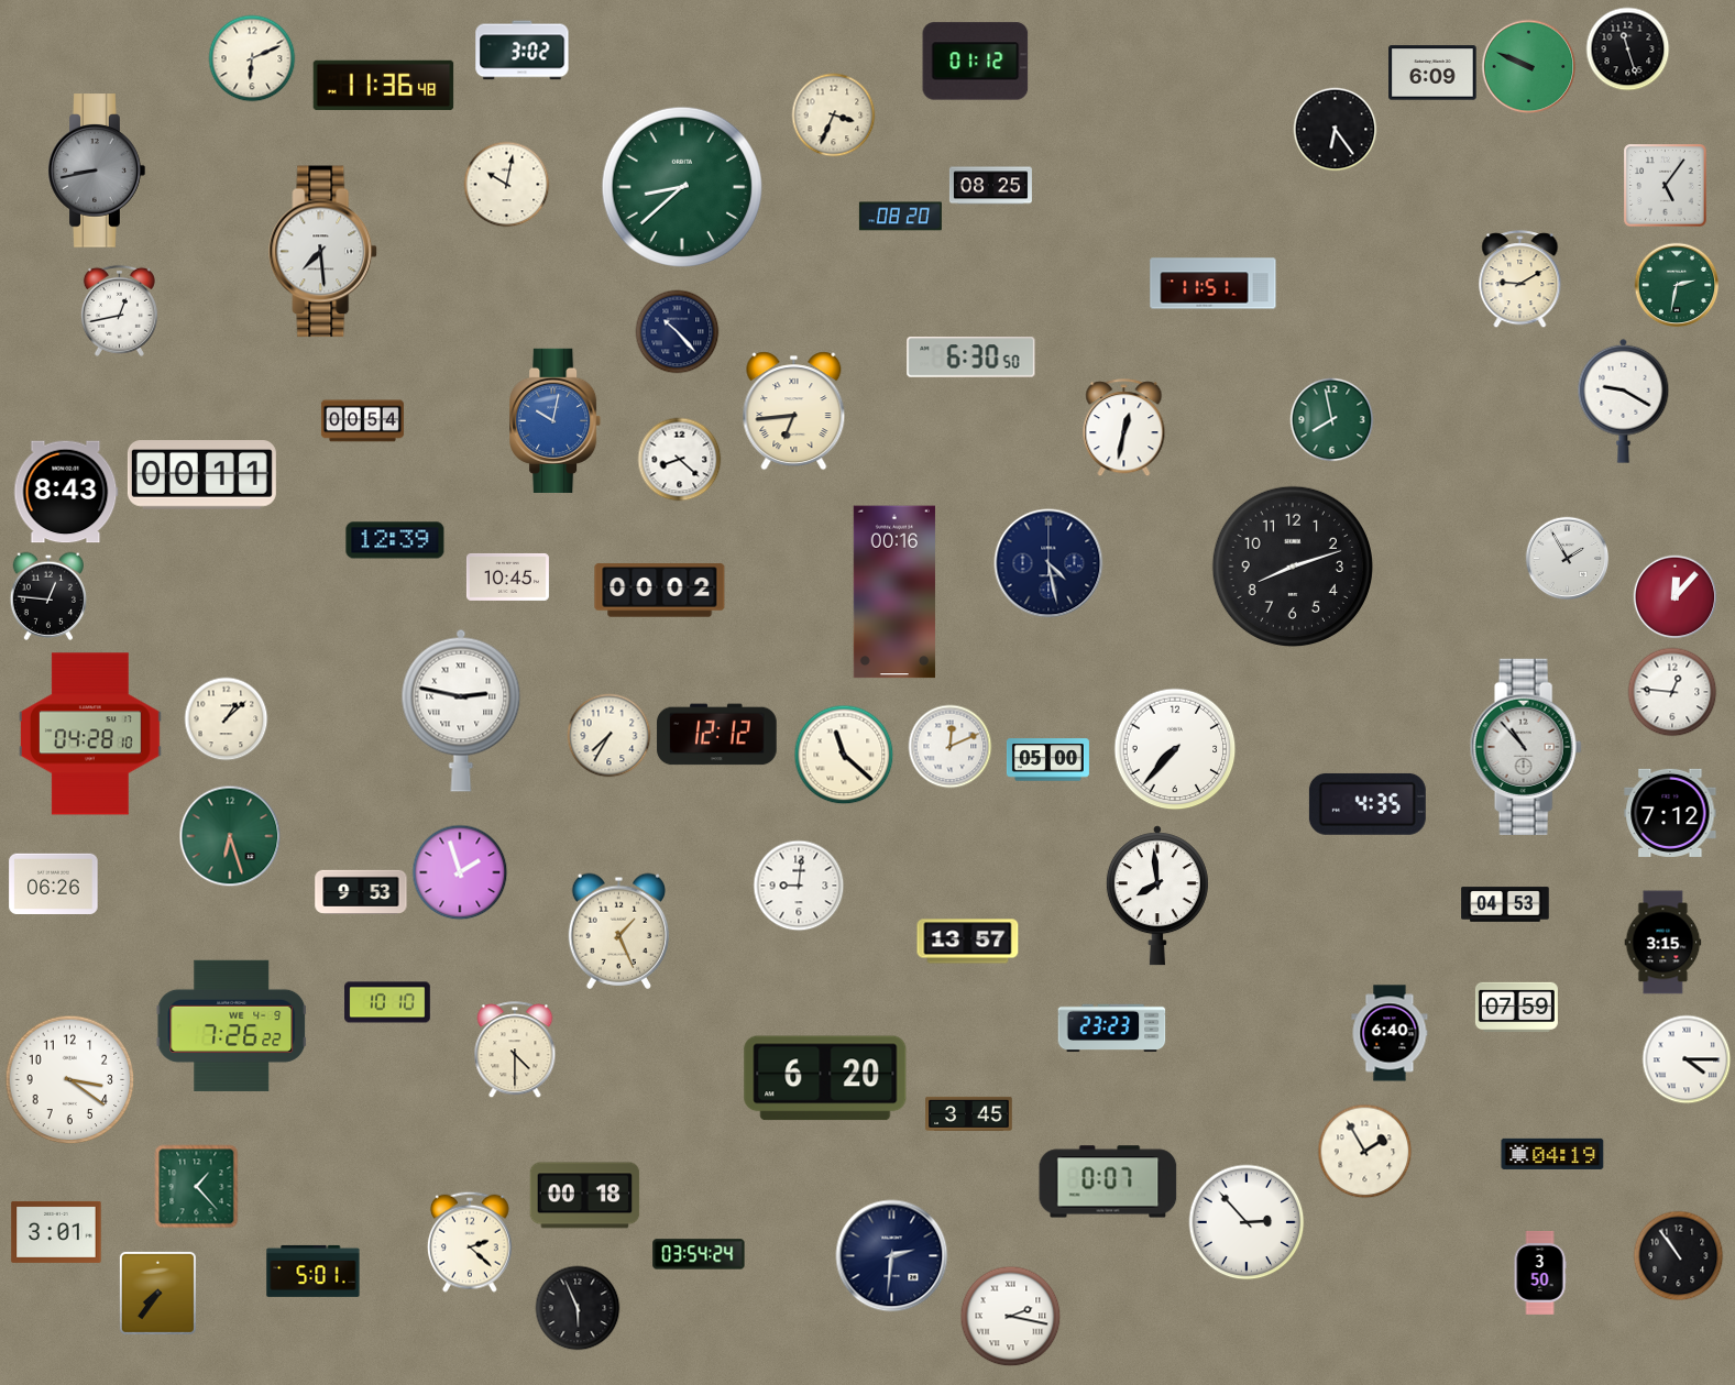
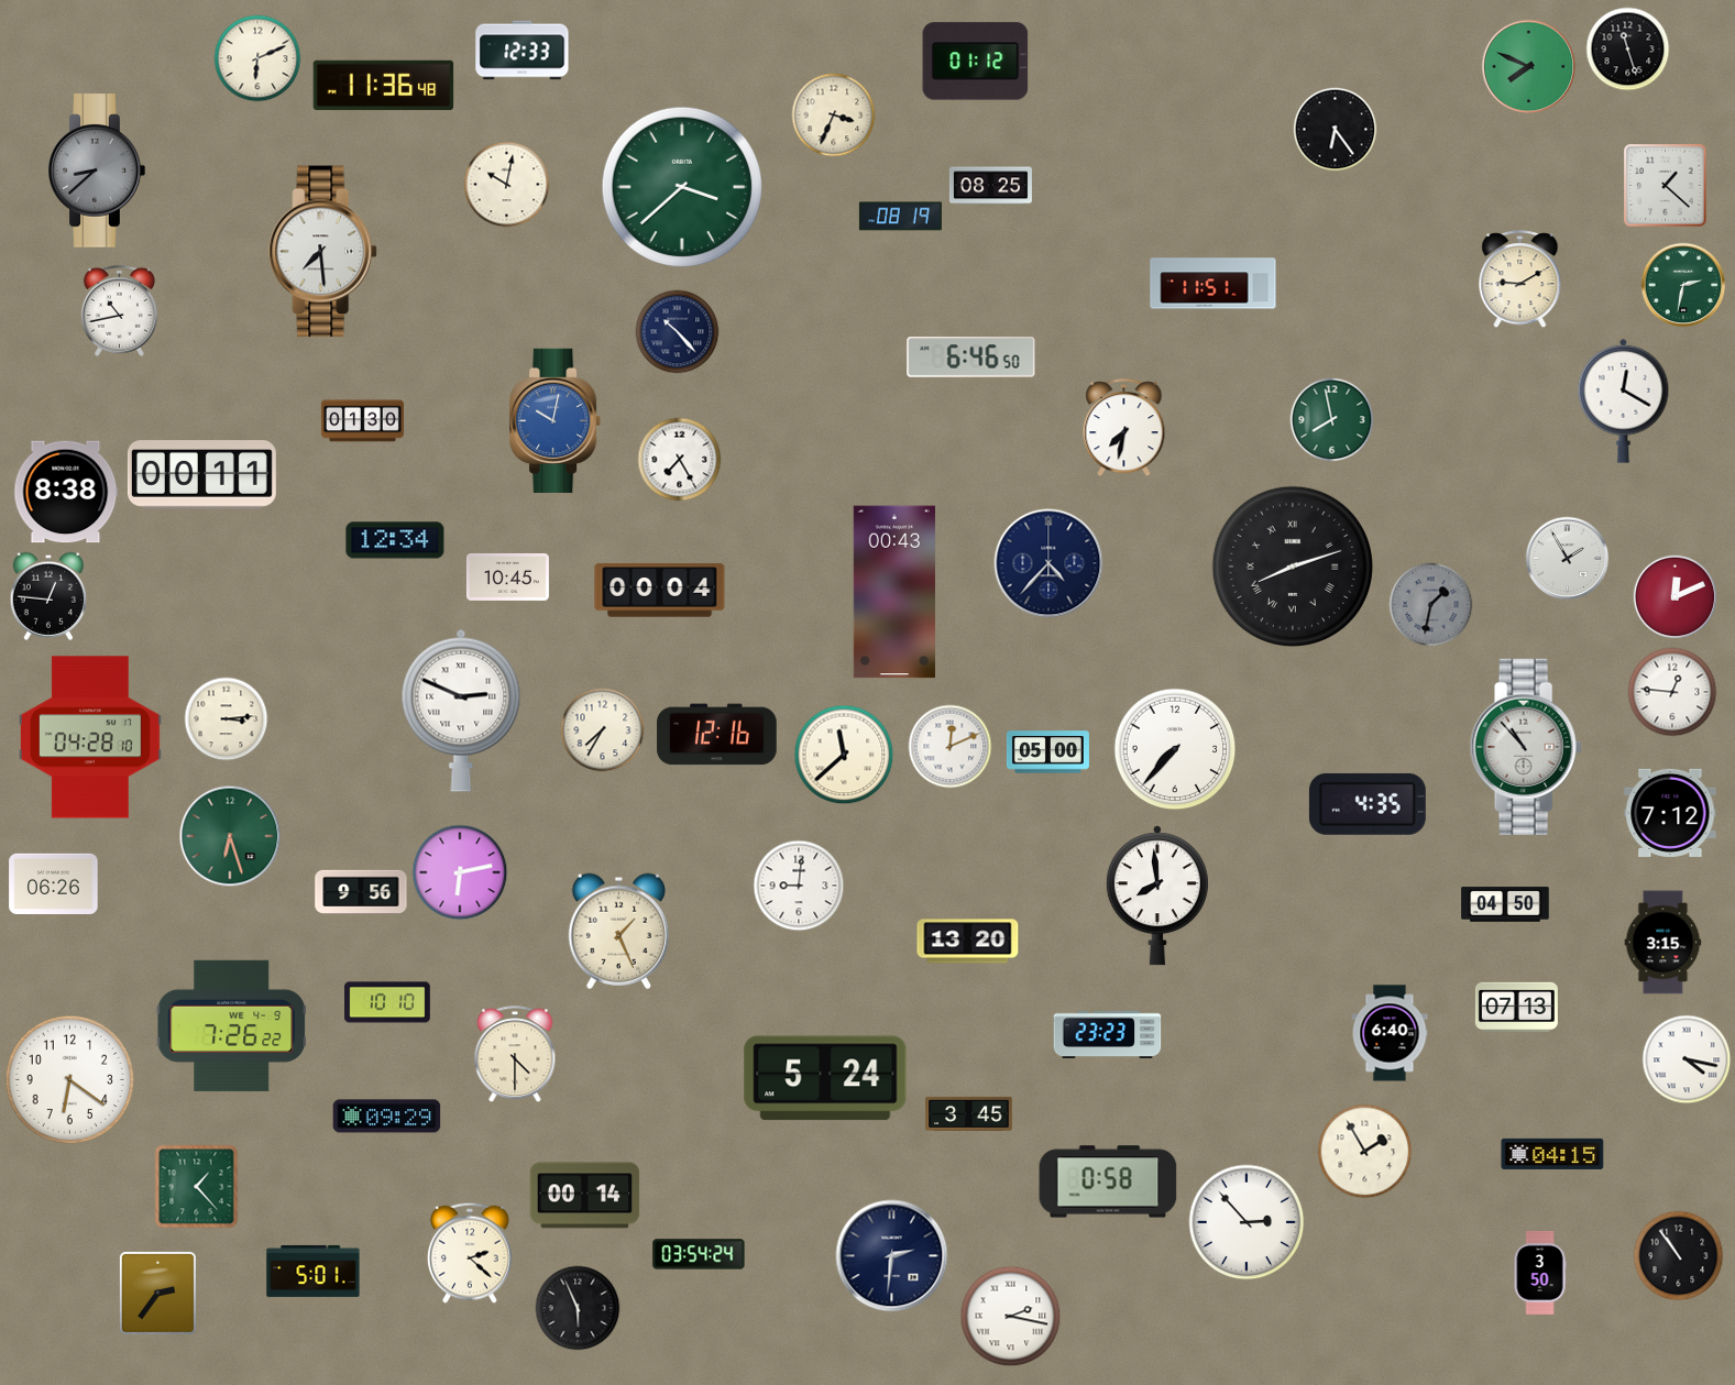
clock at (523, 51): 3:02 -> 12:33
clock at (252, 58) position: (252, 58) -> (257, 58)
clock at (1529, 67): 9:49 -> 7:49
clock at (1432, 73): 6:09 -> none
clock at (97, 171): 8:43 -> 8:38
clock at (681, 186): 8:38 -> 3:38
clock at (1666, 186): 5:06 -> 1:22
clock at (900, 217): 08:20 -> 08:19
clock at (1677, 285) position: (1677, 285) -> (1683, 285)
clock at (119, 310): 12:43 -> 10:43
clock at (971, 358): 6:30 -> 6:46
clock at (1624, 400): 9:20 -> 12:20
clock at (794, 411): 6:44 -> none
clock at (362, 421): 00:54 -> 01:30
clock at (1124, 428): 12:32 -> 7:32
clock at (680, 460): 8:22 -> 7:25
clock at (66, 492): 8:43 -> 8:38
clock at (395, 540): 12:39 -> 12:34
clock at (1048, 563): 4:28 -> 4:37
clock at (1292, 565) numerals: Arabic -> Roman
clock at (660, 591): 00:02 -> 00:04
clock at (894, 592): 00:16 -> 00:43
clock at (1676, 597): 12:07 -> 12:11
clock at (1431, 605): none -> 1:32
clock at (461, 711): 2:47 -> 2:49
clock at (227, 719): 1:08 -> 3:14
clock at (90, 734) position: (90, 734) -> (90, 737)
clock at (717, 735): 12:12 -> 12:16
clock at (610, 736) position: (610, 736) -> (603, 730)
clock at (844, 755): 11:22 -> 11:38
clock at (1047, 760) position: (1047, 760) -> (1047, 752)
clock at (460, 872): 1:57 -> 6:13
clock at (361, 892): 9:53 -> 9:56
clock at (1505, 904): 04:53 -> 04:50
clock at (968, 942): 13:57 -> 13:20
clock at (1516, 1008): 07:59 -> 07:13
clock at (1112, 1029) position: (1112, 1029) -> (1108, 1035)
clock at (515, 1051) position: (515, 1051) -> (515, 1055)
clock at (1687, 1059): 4:15 -> 4:17
clock at (825, 1078): 6:20 -> 5:24
clock at (70, 1080): 3:21 -> 6:21
clock at (387, 1117): none -> 09:29
clock at (1552, 1154): 04:19 -> 04:15
clock at (1108, 1181): 0:07 -> 0:58
clock at (585, 1196): 00:18 -> 00:14
clock at (56, 1232): 3:01 -> none
clock at (470, 1242) position: (470, 1242) -> (470, 1253)
clock at (157, 1293): 7:36 -> 2:36
